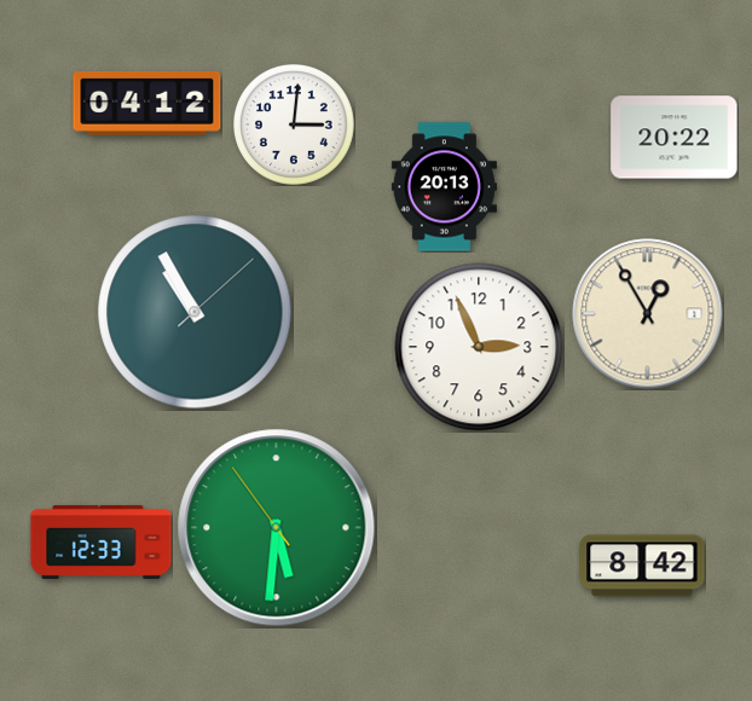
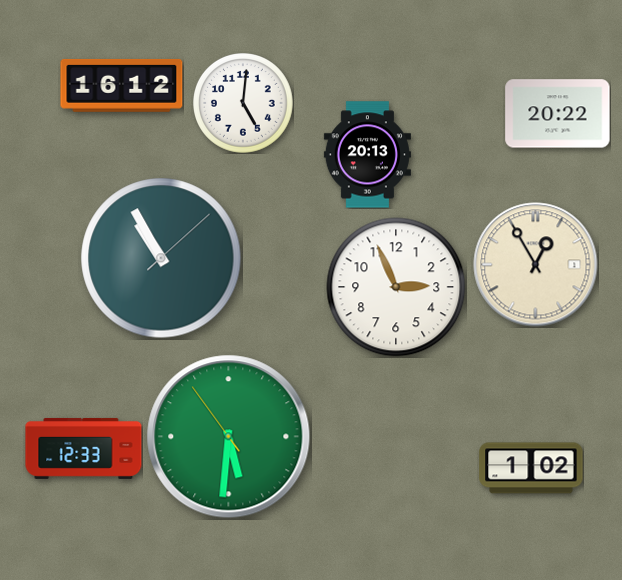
clock at (147, 103): 04:12 -> 16:12
clock at (295, 126): 3:01 -> 5:01
clock at (648, 314) position: (648, 314) -> (536, 265)
clock at (642, 566): 8:42 -> 1:02
